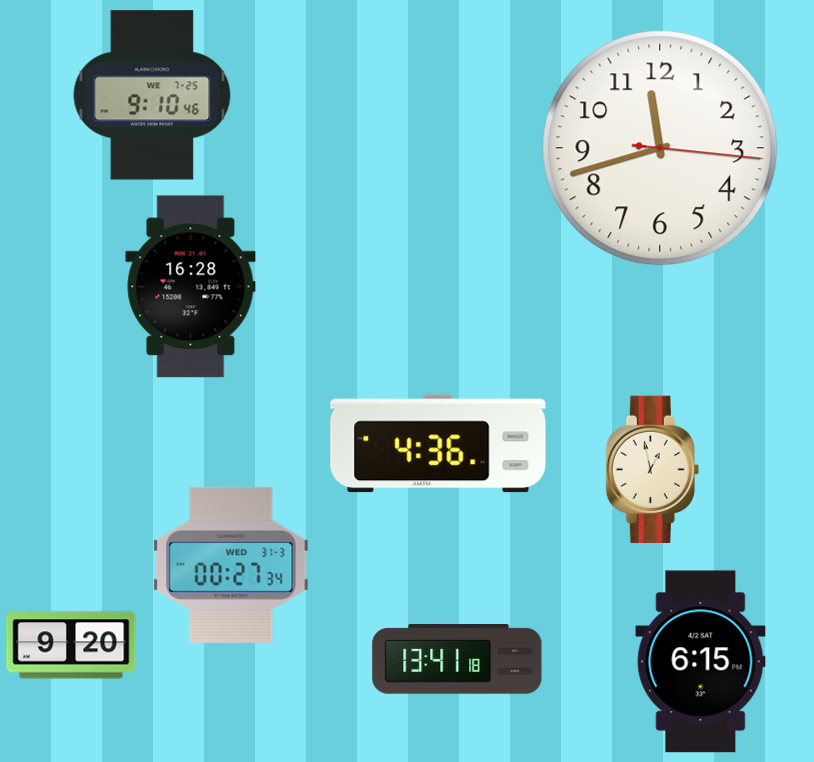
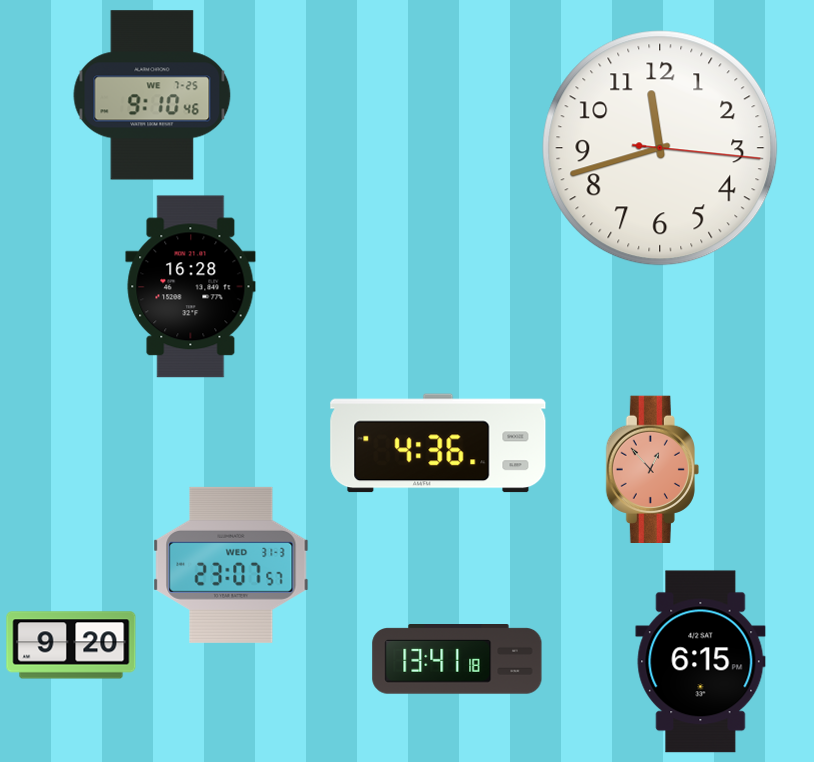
clock at (652, 469): 12:58 -> 12:53
clock at (652, 469) dial: cream -> salmon
clock at (231, 565): 00:27 -> 23:07
